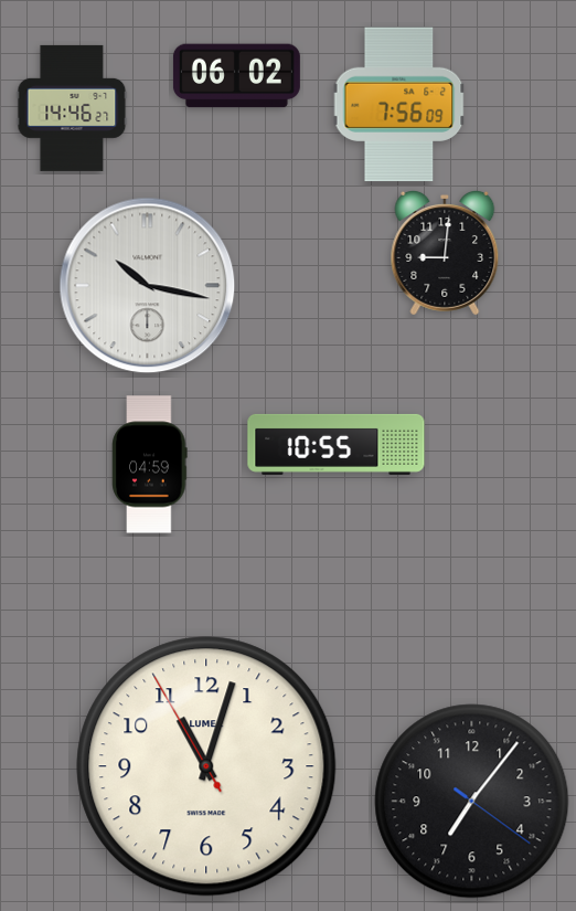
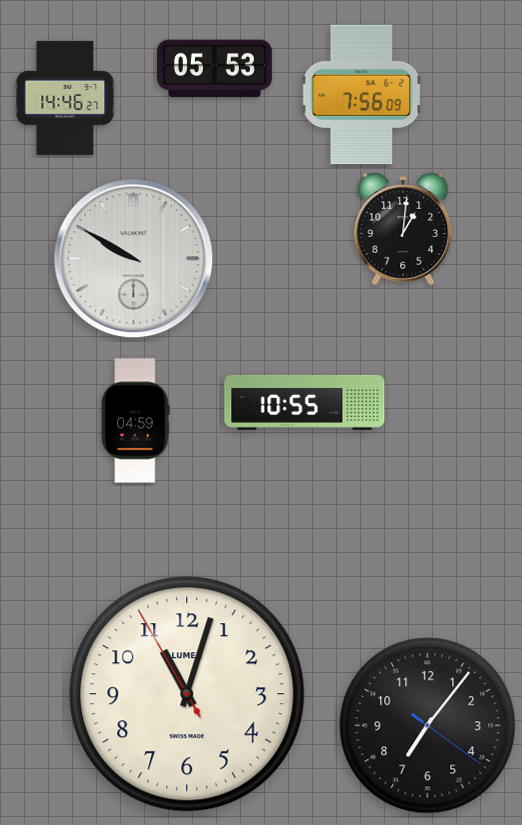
clock at (236, 76): 06:02 -> 05:53
clock at (445, 254): 9:01 -> 1:01
clock at (148, 286): 10:17 -> 9:50
